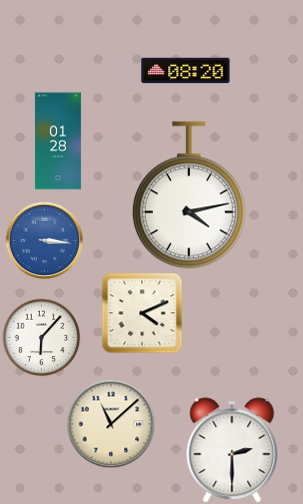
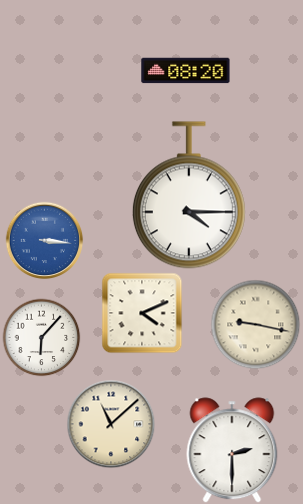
clock at (58, 141): 01:28 -> none
clock at (189, 195): 4:13 -> 4:15
clock at (255, 324): none -> 9:17
